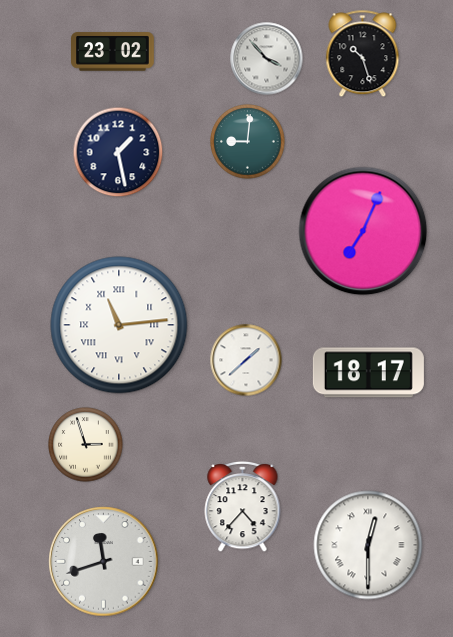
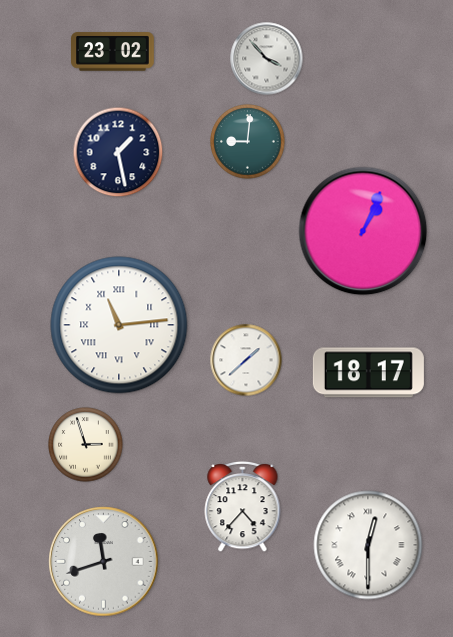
clock at (363, 54): 10:27 -> none
clock at (363, 231): 7:04 -> 1:04
